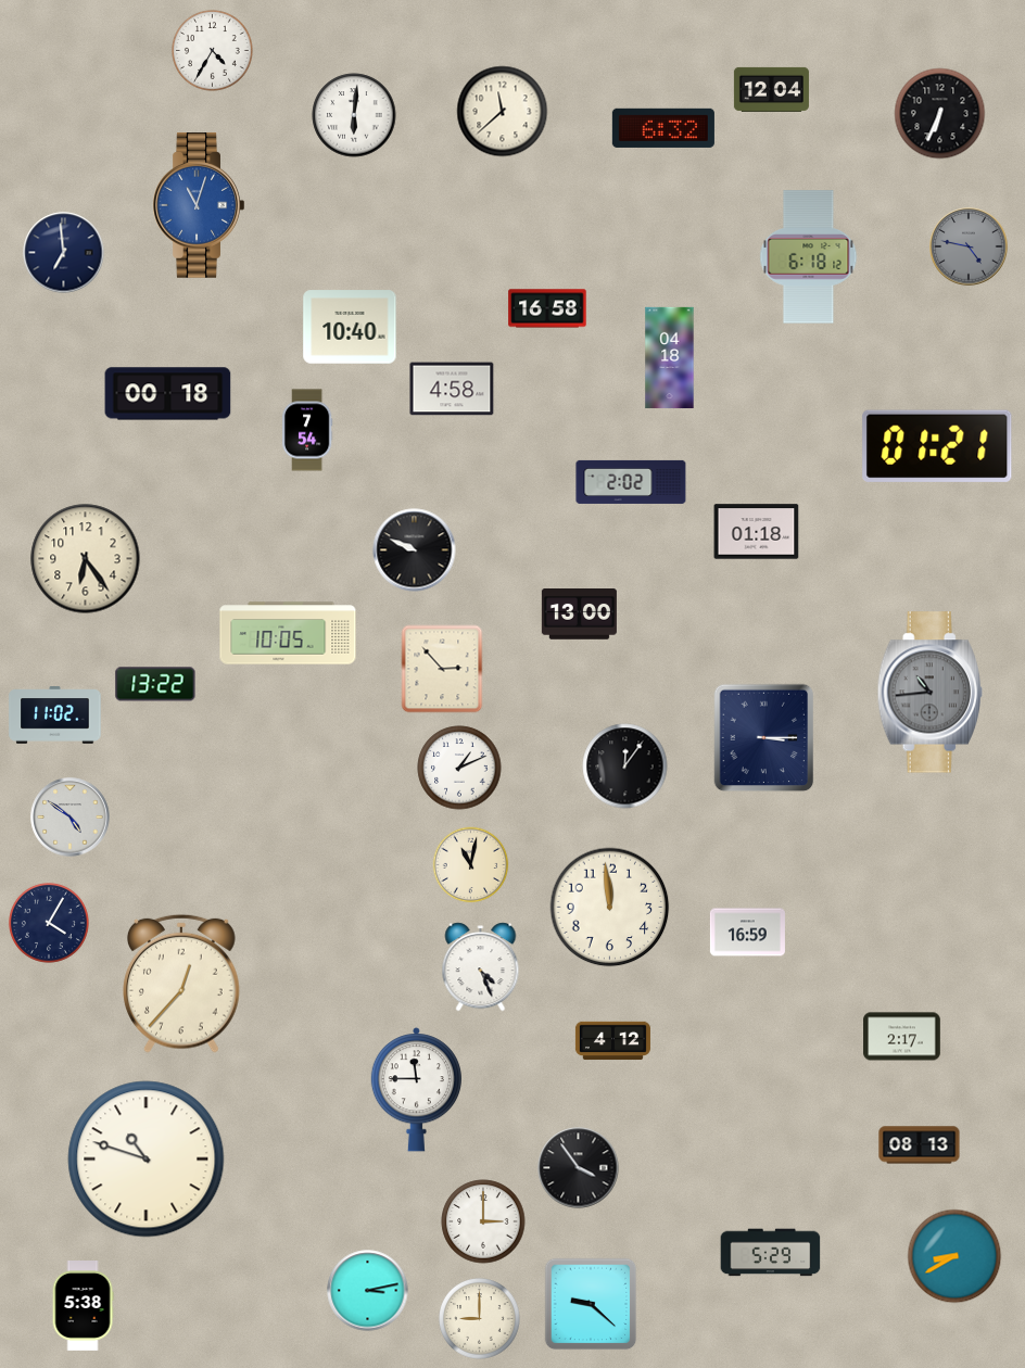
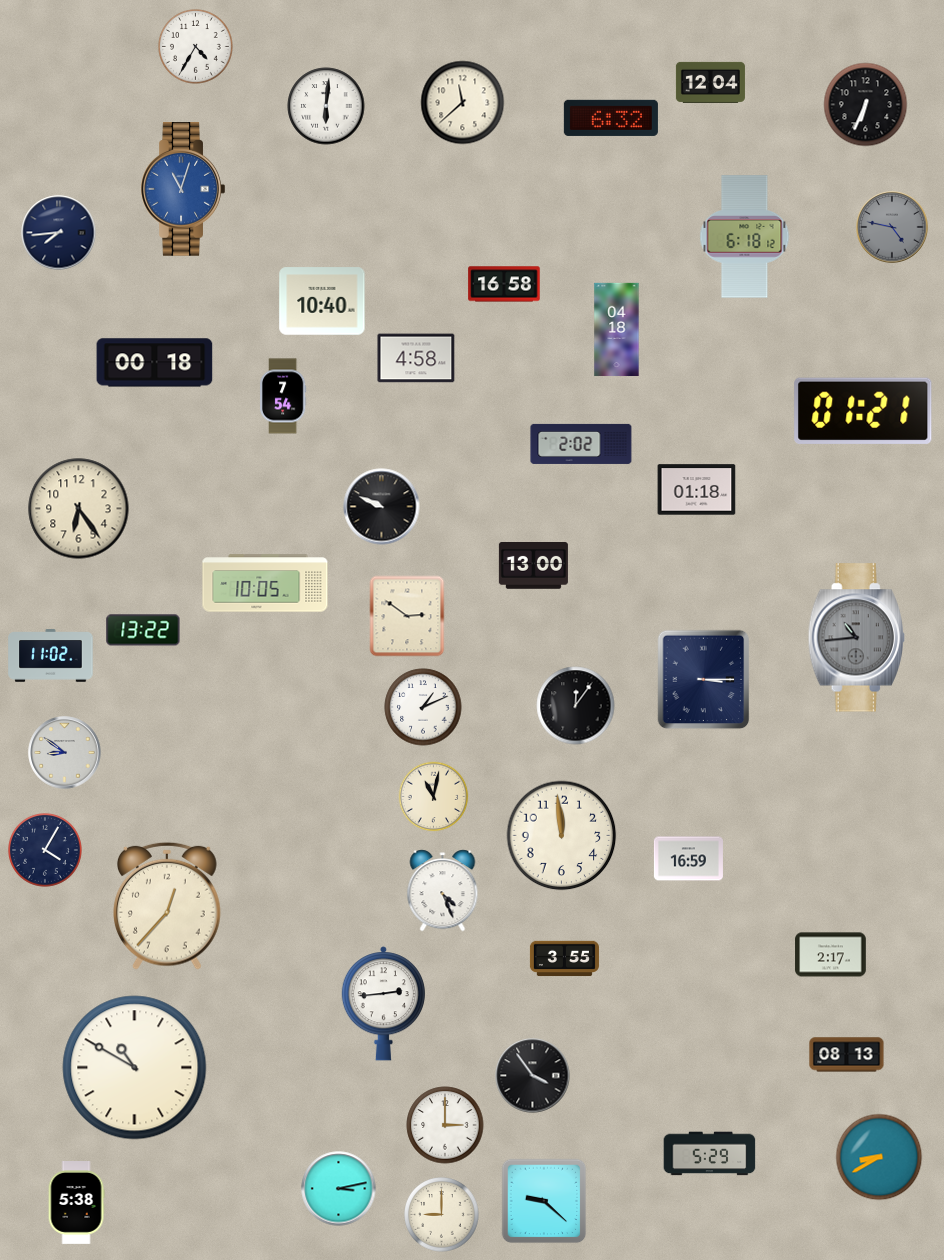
clock at (64, 253): 6:59 -> 7:44
clock at (86, 559) position: (86, 559) -> (79, 509)
clock at (442, 669): 2:53 -> 2:51
clock at (55, 715) position: (55, 715) -> (51, 656)
clock at (71, 818): 4:51 -> 8:51
clock at (612, 1041): 4:12 -> 3:55
clock at (416, 1090): 11:45 -> 2:44
clock at (147, 1160): 10:48 -> 10:50
